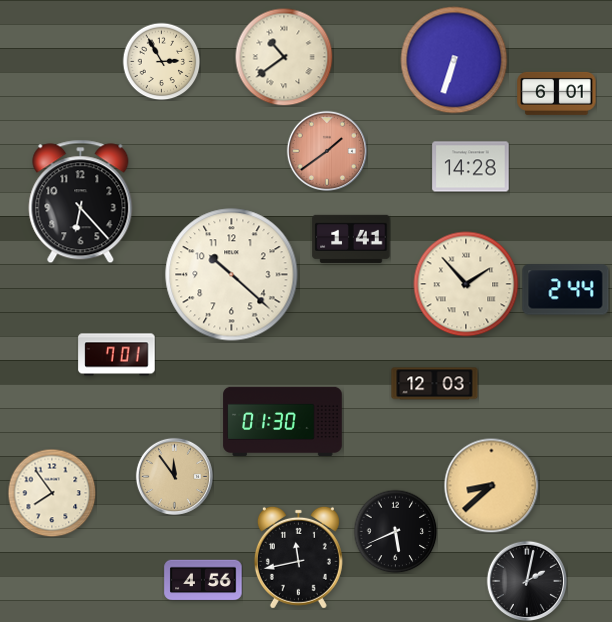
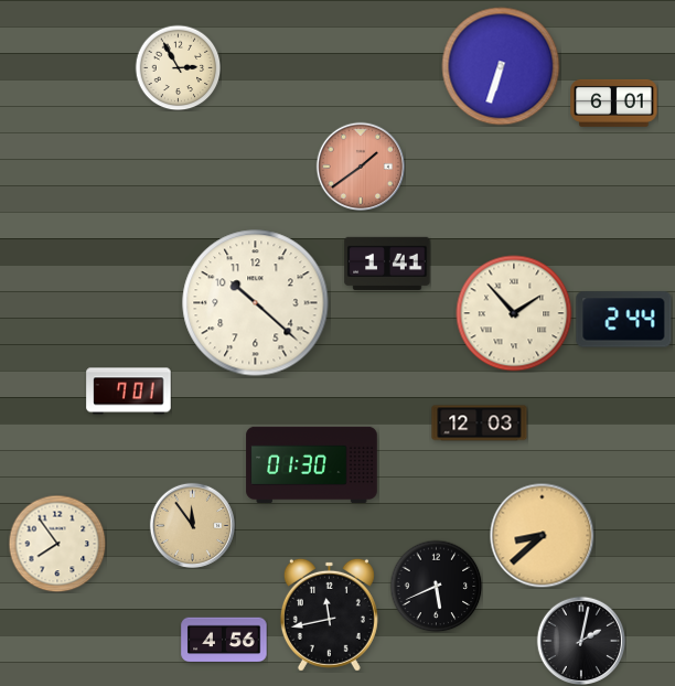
clock at (284, 57): 10:39 -> none
clock at (471, 167): 14:28 -> none
clock at (81, 202): 6:23 -> none
